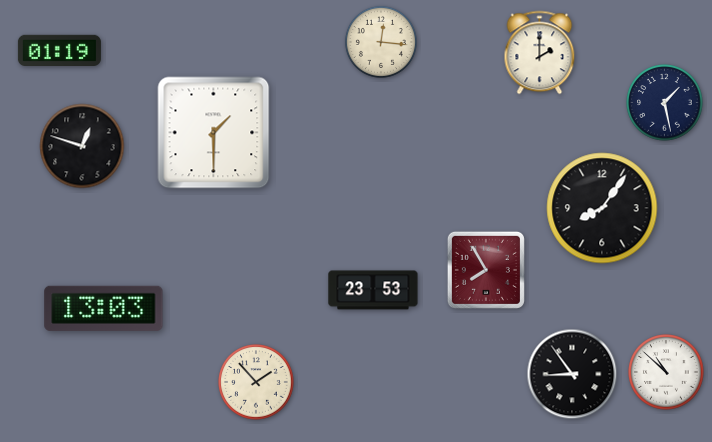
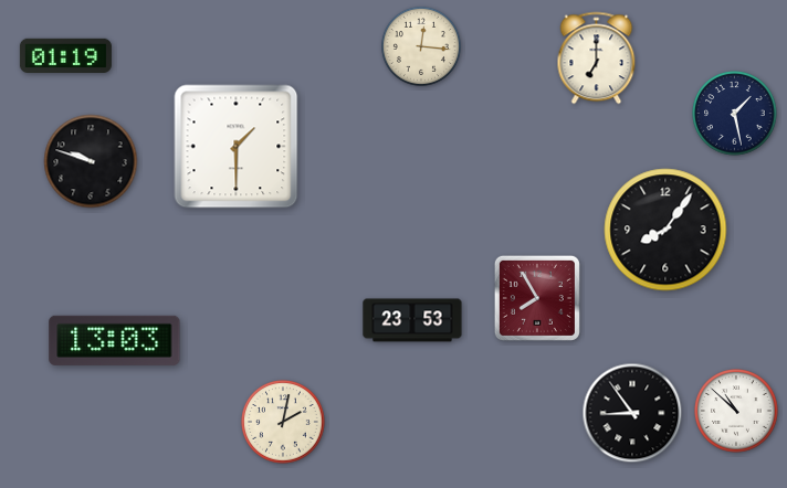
clock at (540, 53): 2:00 -> 7:00
clock at (82, 146): 12:48 -> 9:48
clock at (256, 382): 1:53 -> 2:02
